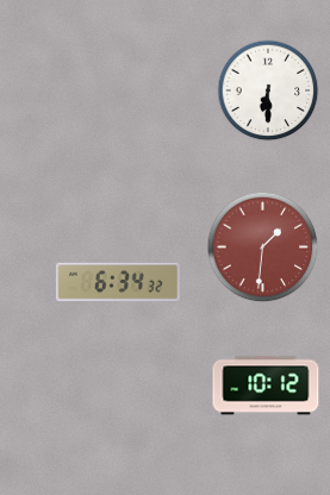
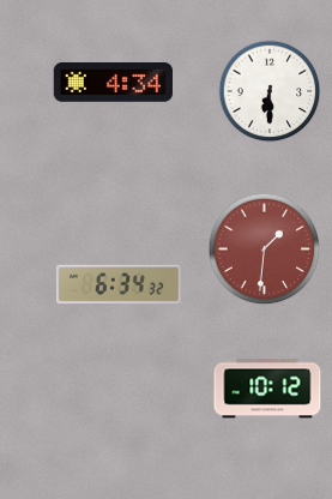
clock at (113, 83): none -> 4:34
